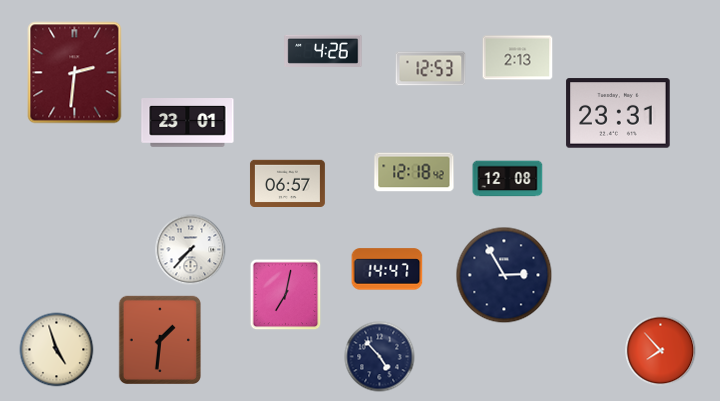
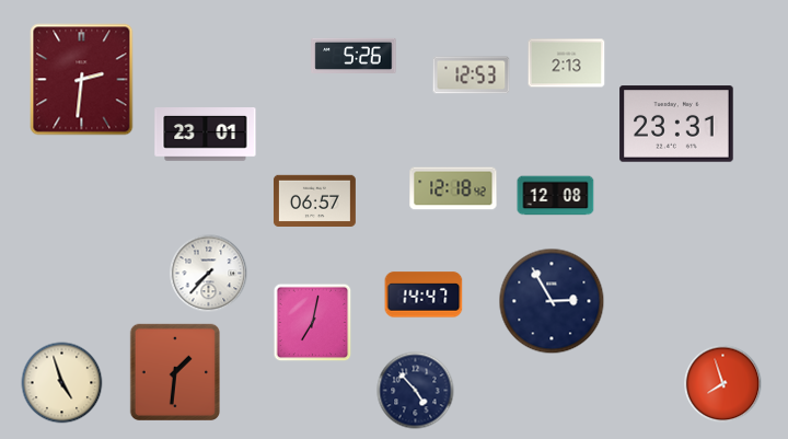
clock at (323, 50): 4:26 -> 5:26
clock at (661, 351): 7:53 -> 7:57
